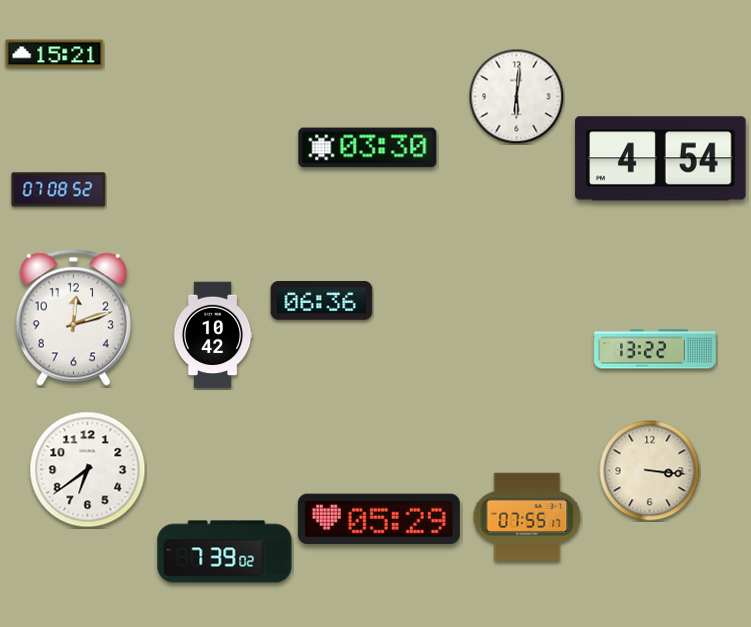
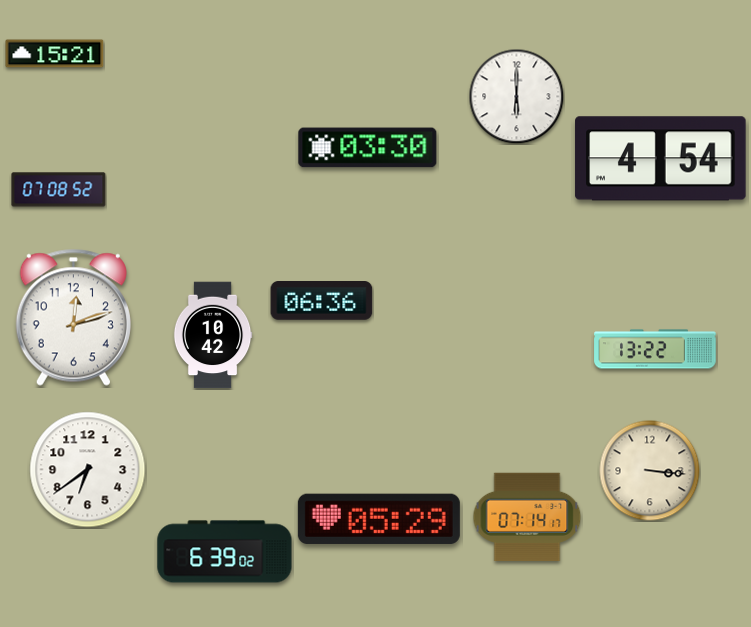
clock at (516, 96): 6:01 -> 6:00
clock at (527, 517): 07:55 -> 07:14
clock at (225, 552): 7:39 -> 6:39
